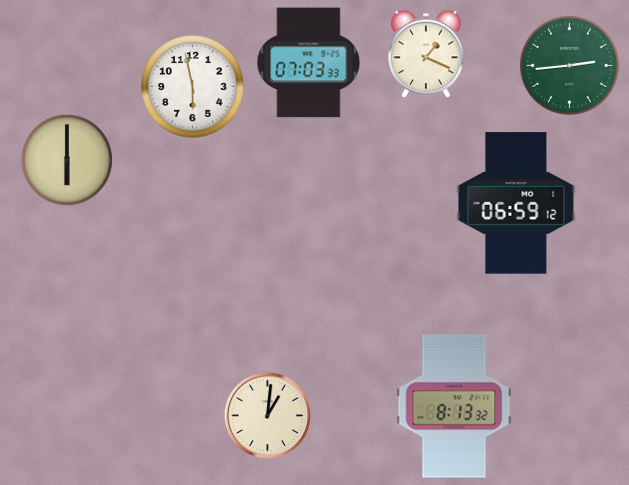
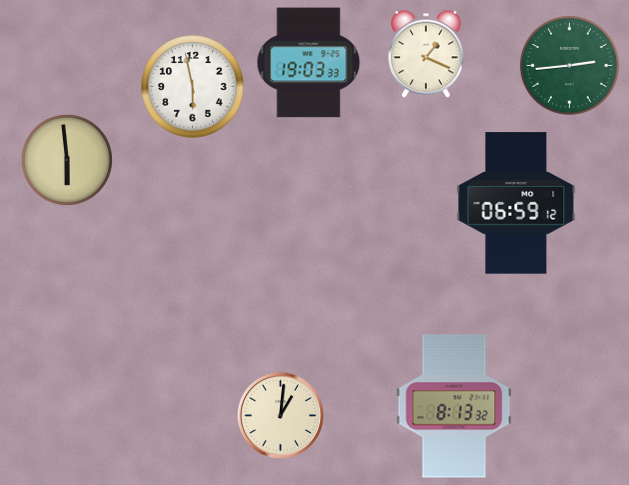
clock at (309, 63): 07:03 -> 19:03
clock at (67, 160): 6:00 -> 5:59
clock at (267, 415) position: (267, 415) -> (280, 415)
